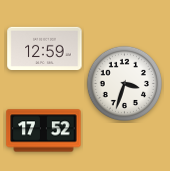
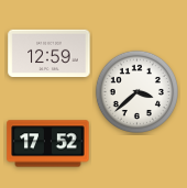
clock at (124, 83): 3:33 -> 3:38
